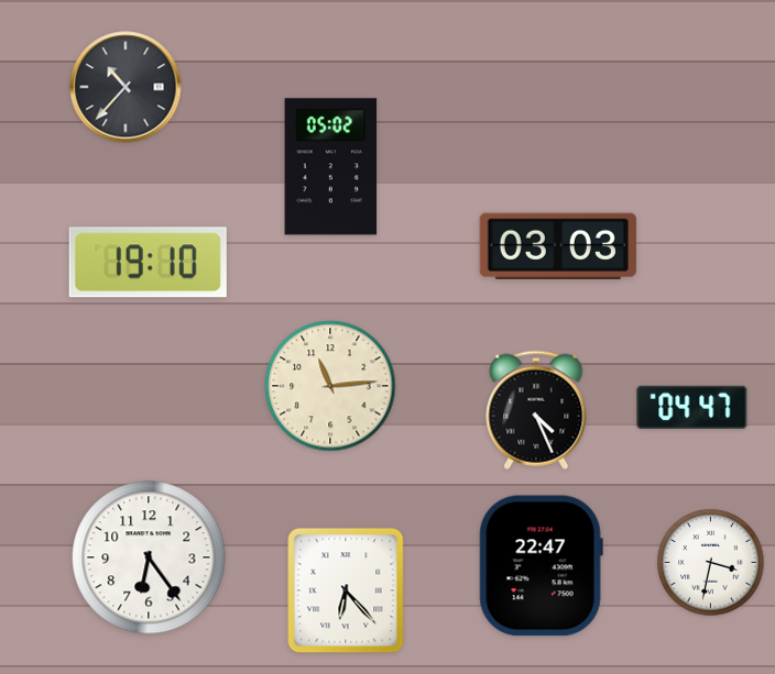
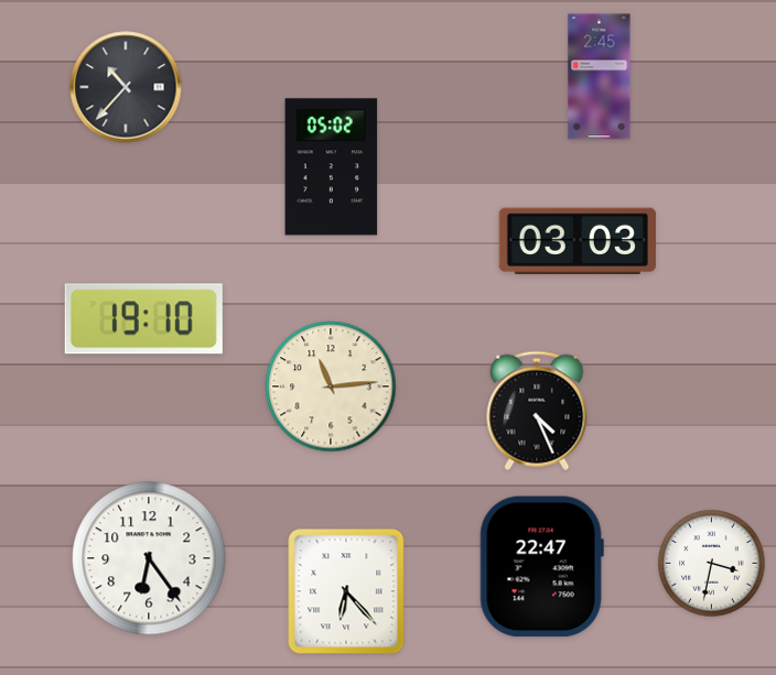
clock at (600, 77): none -> 2:45
clock at (558, 245) position: (558, 245) -> (578, 240)
clock at (148, 263) position: (148, 263) -> (143, 319)
clock at (692, 407): 04:47 -> none
